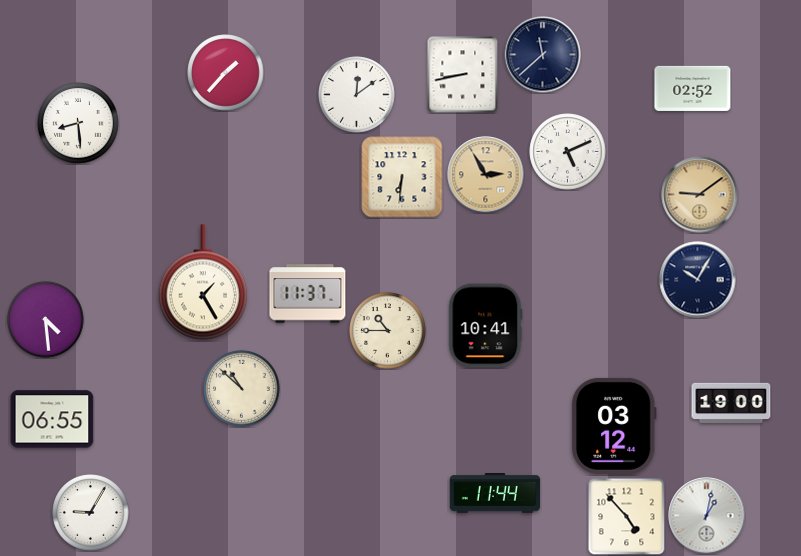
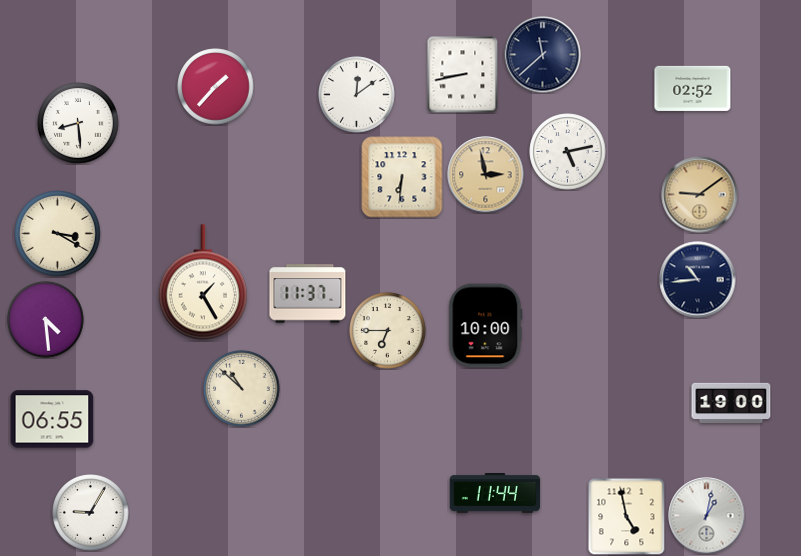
clock at (226, 73) position: (226, 73) -> (216, 87)
clock at (568, 152): 5:11 -> 5:13
clock at (486, 175): 2:55 -> 2:58
clock at (58, 234): none -> 3:20
clock at (698, 280): 10:05 -> 10:44
clock at (486, 326): 10:41 -> 10:00
clock at (388, 331): 10:45 -> 6:45
clock at (614, 426): 03:12 -> none
clock at (626, 516): 4:53 -> 4:58
